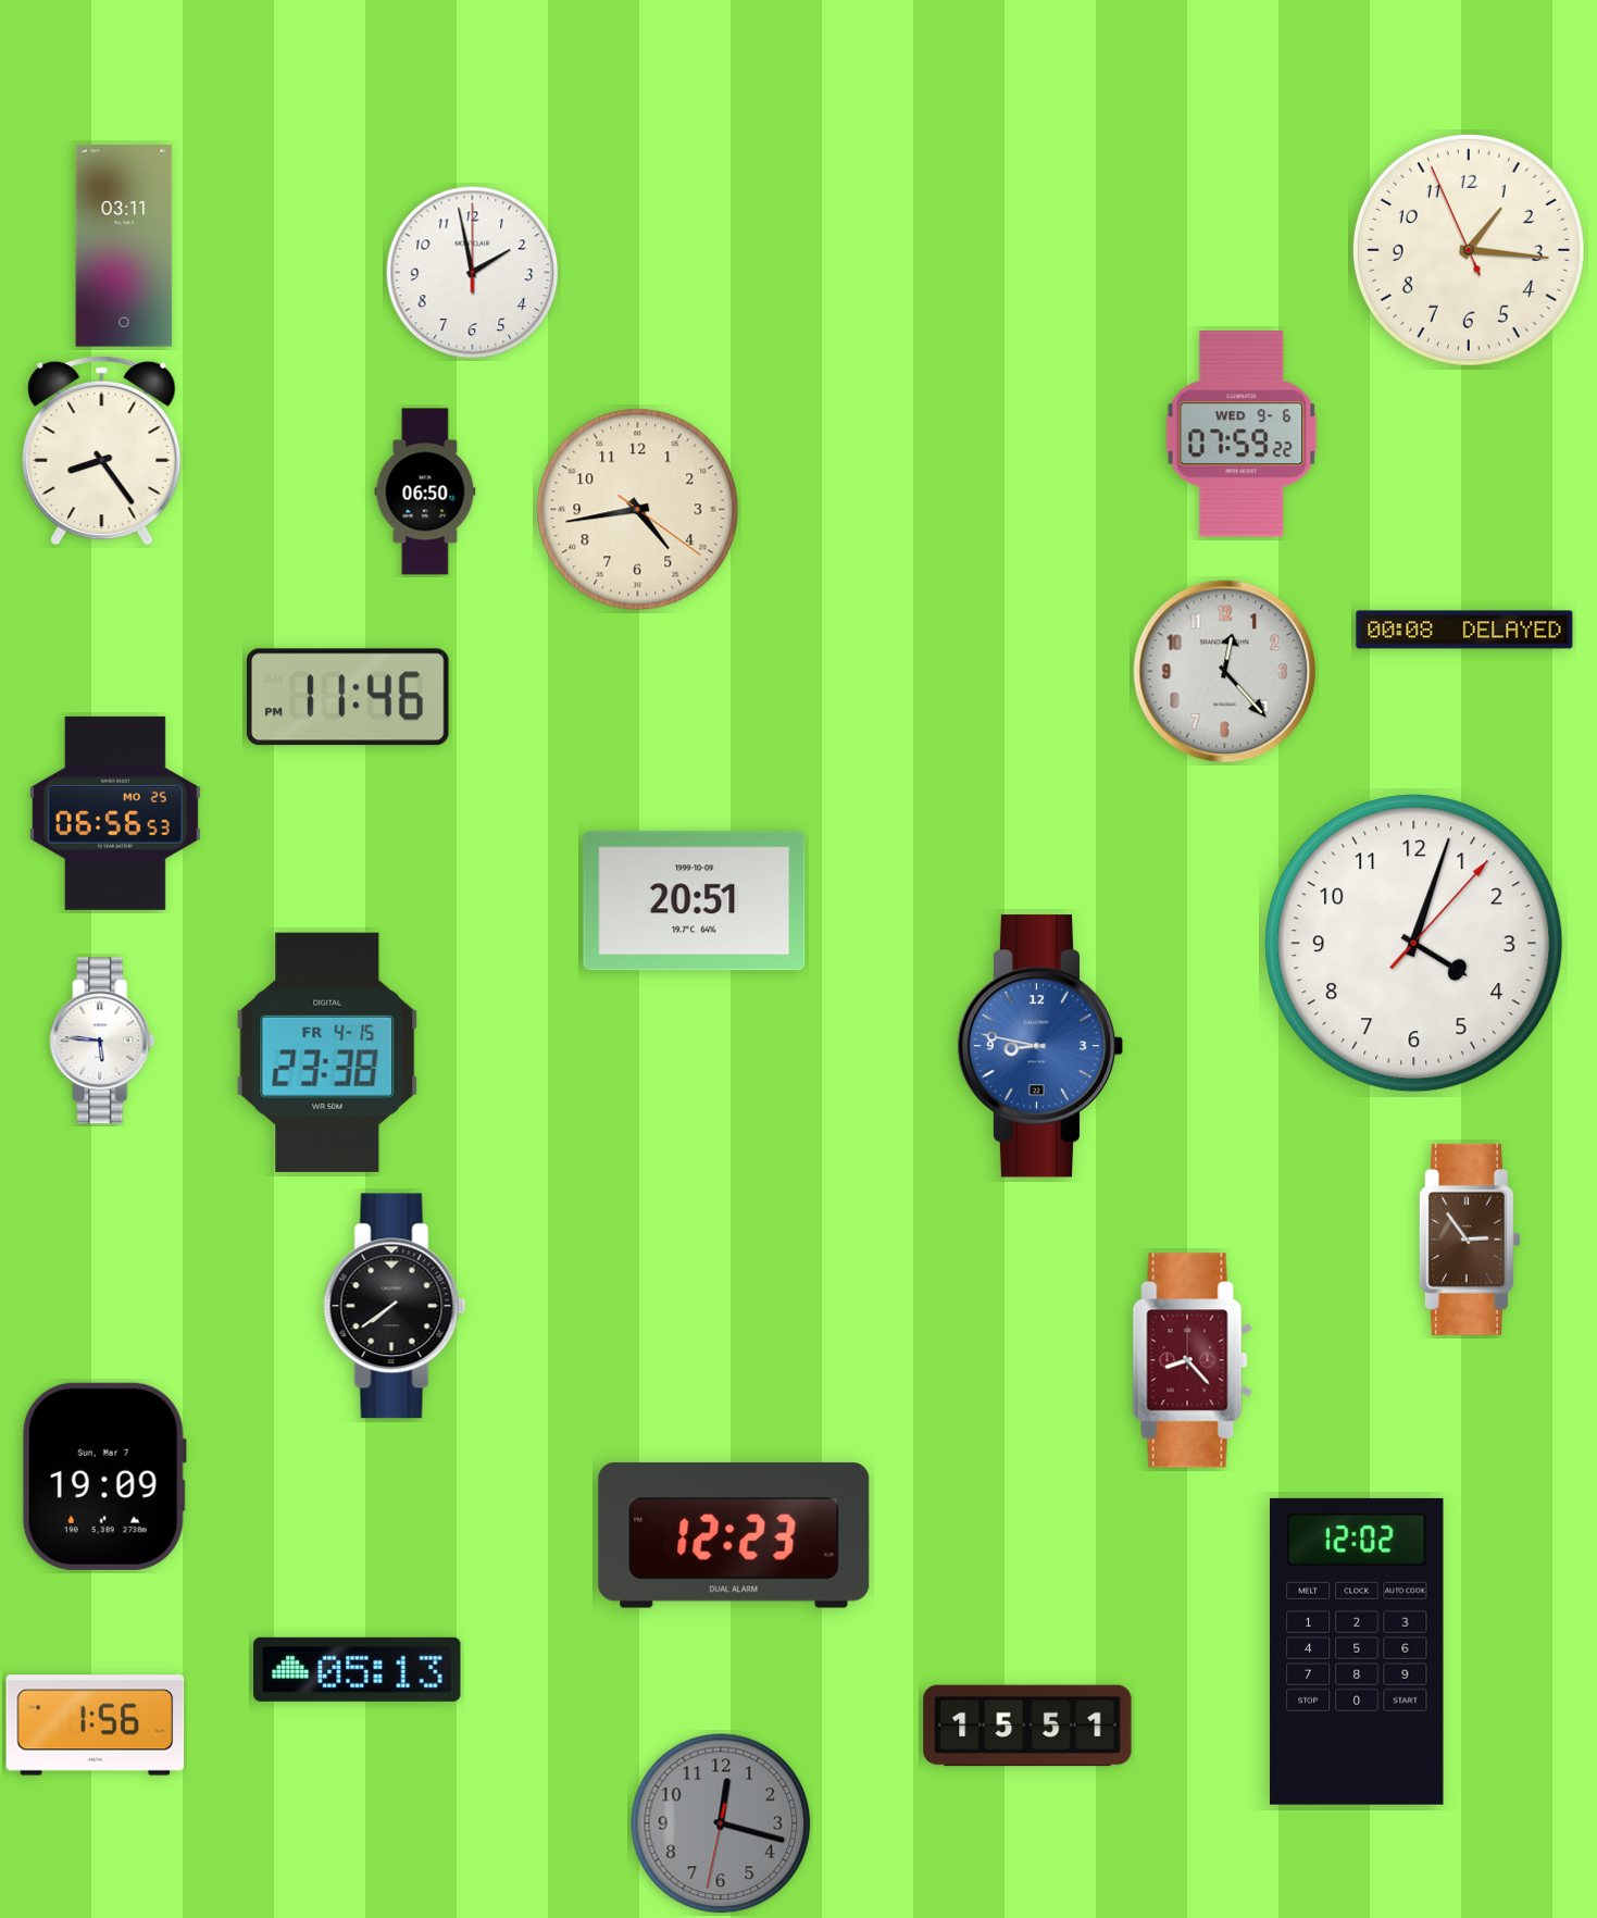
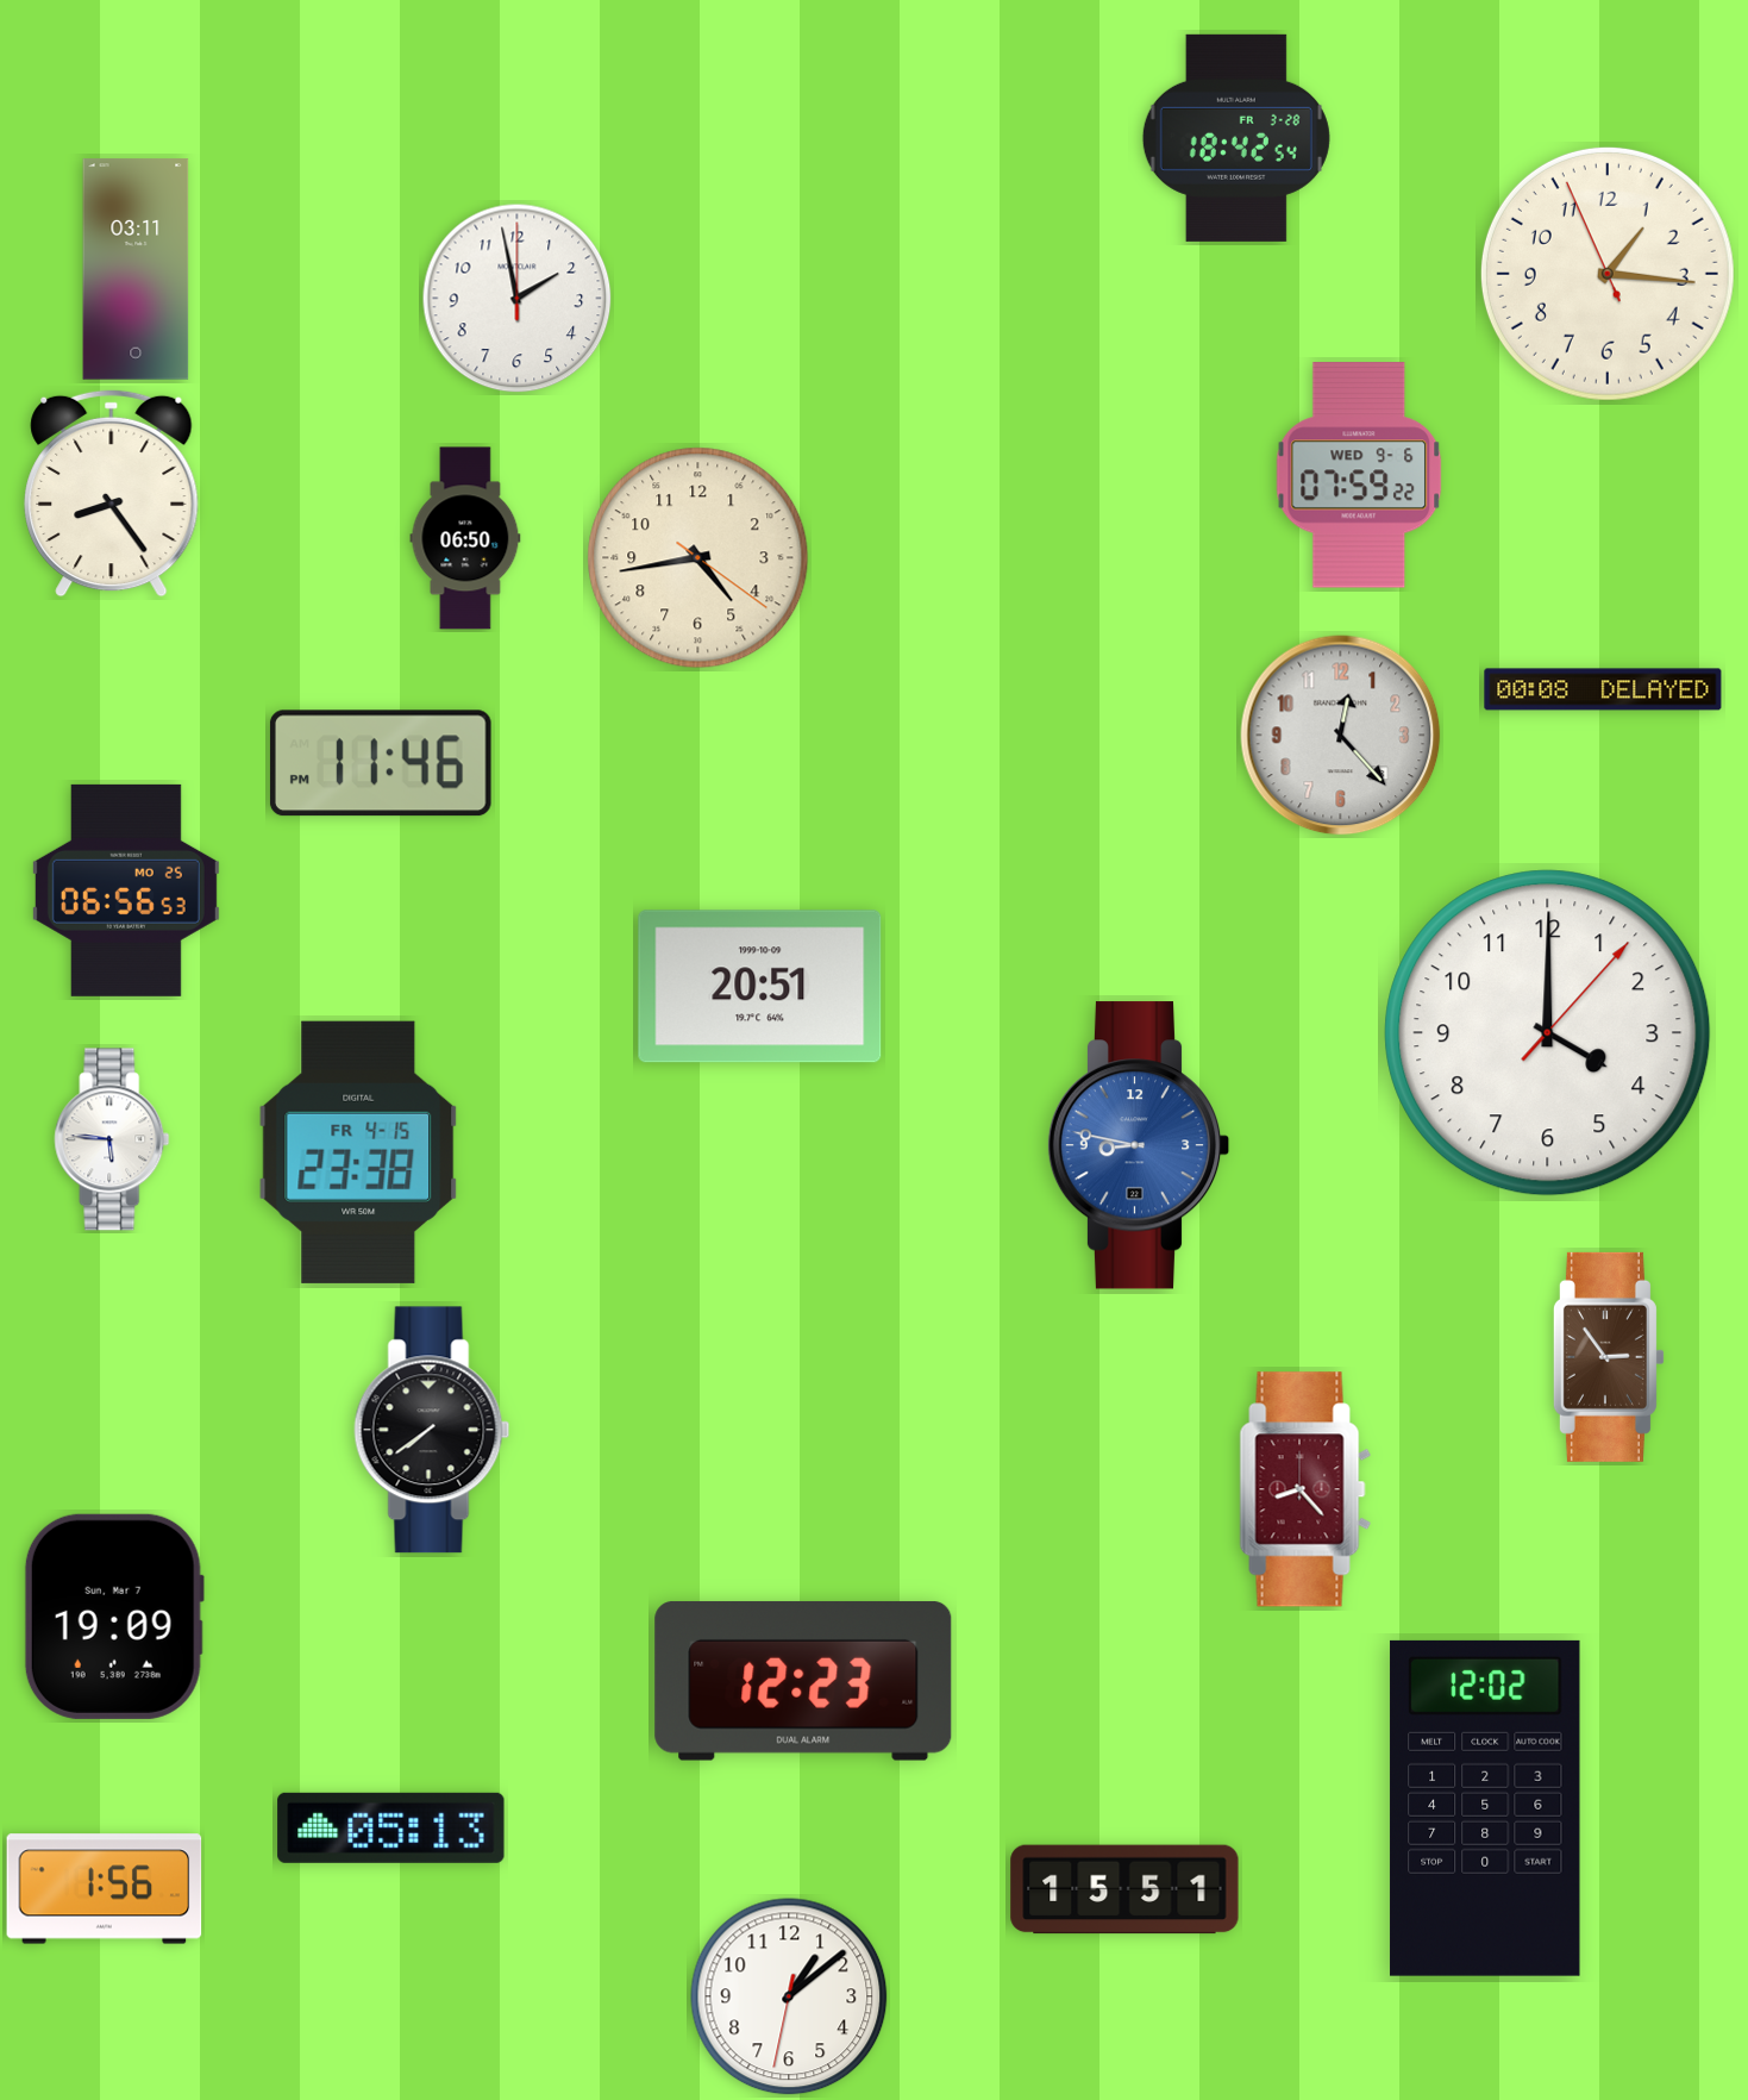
clock at (1236, 138): none -> 18:42
clock at (1414, 944): 4:03 -> 4:00
clock at (721, 1823): 12:17 -> 1:08
clock at (721, 1823) dial: grey -> white
